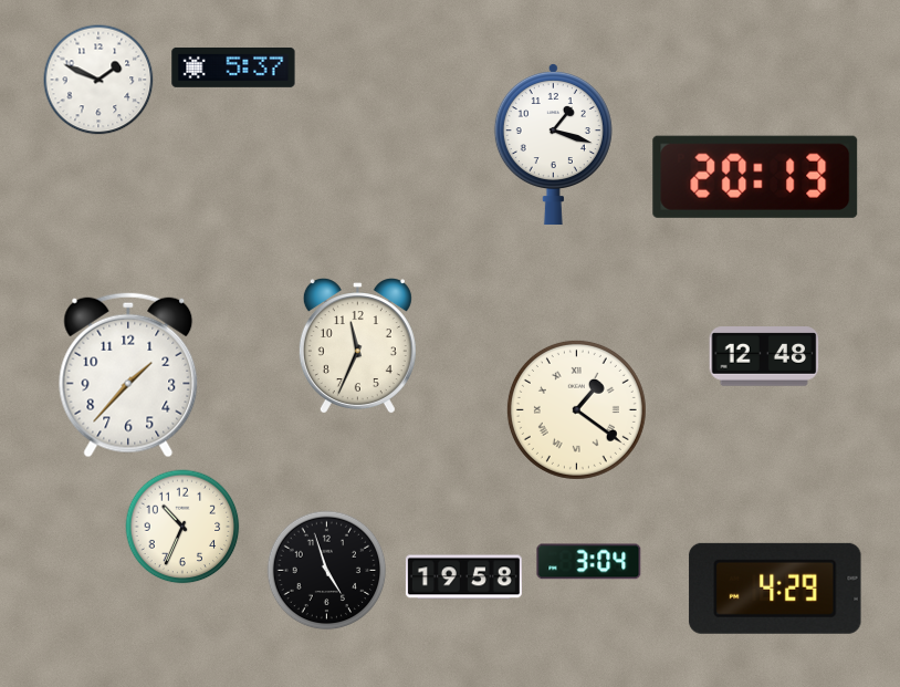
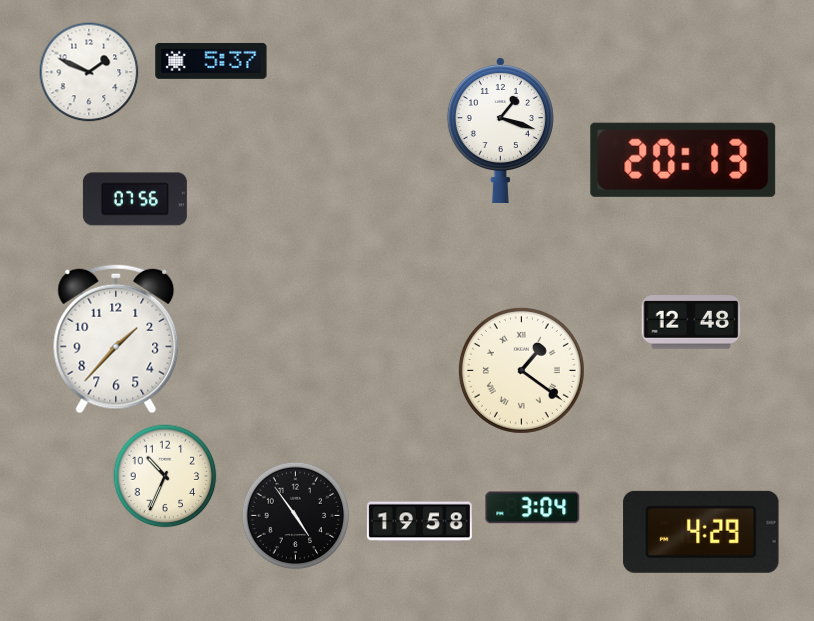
clock at (135, 199): none -> 07:56
clock at (357, 346): 11:34 -> none
clock at (327, 571): 4:57 -> 4:54
